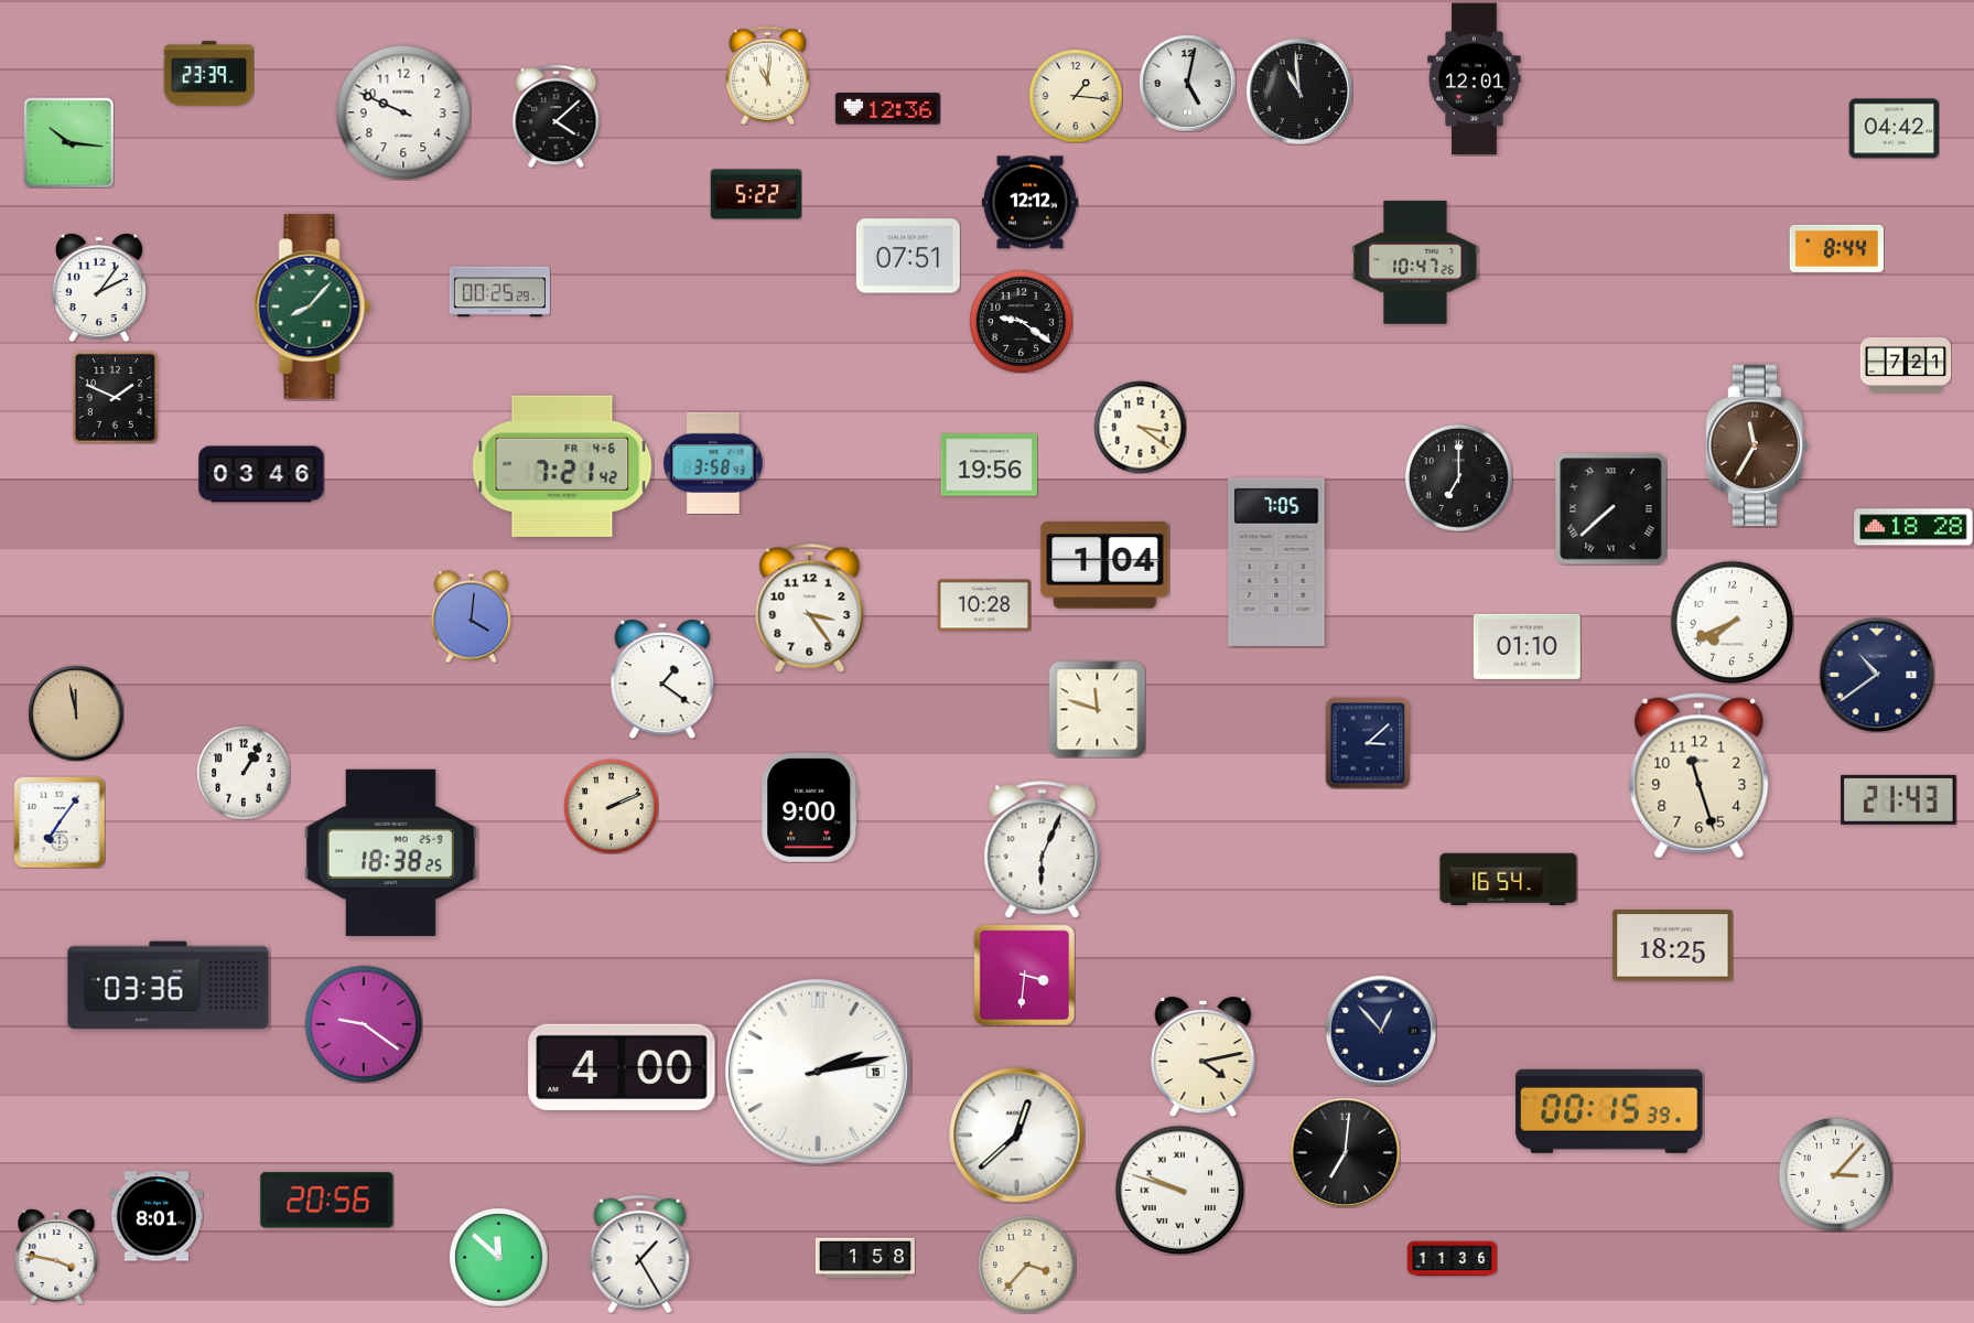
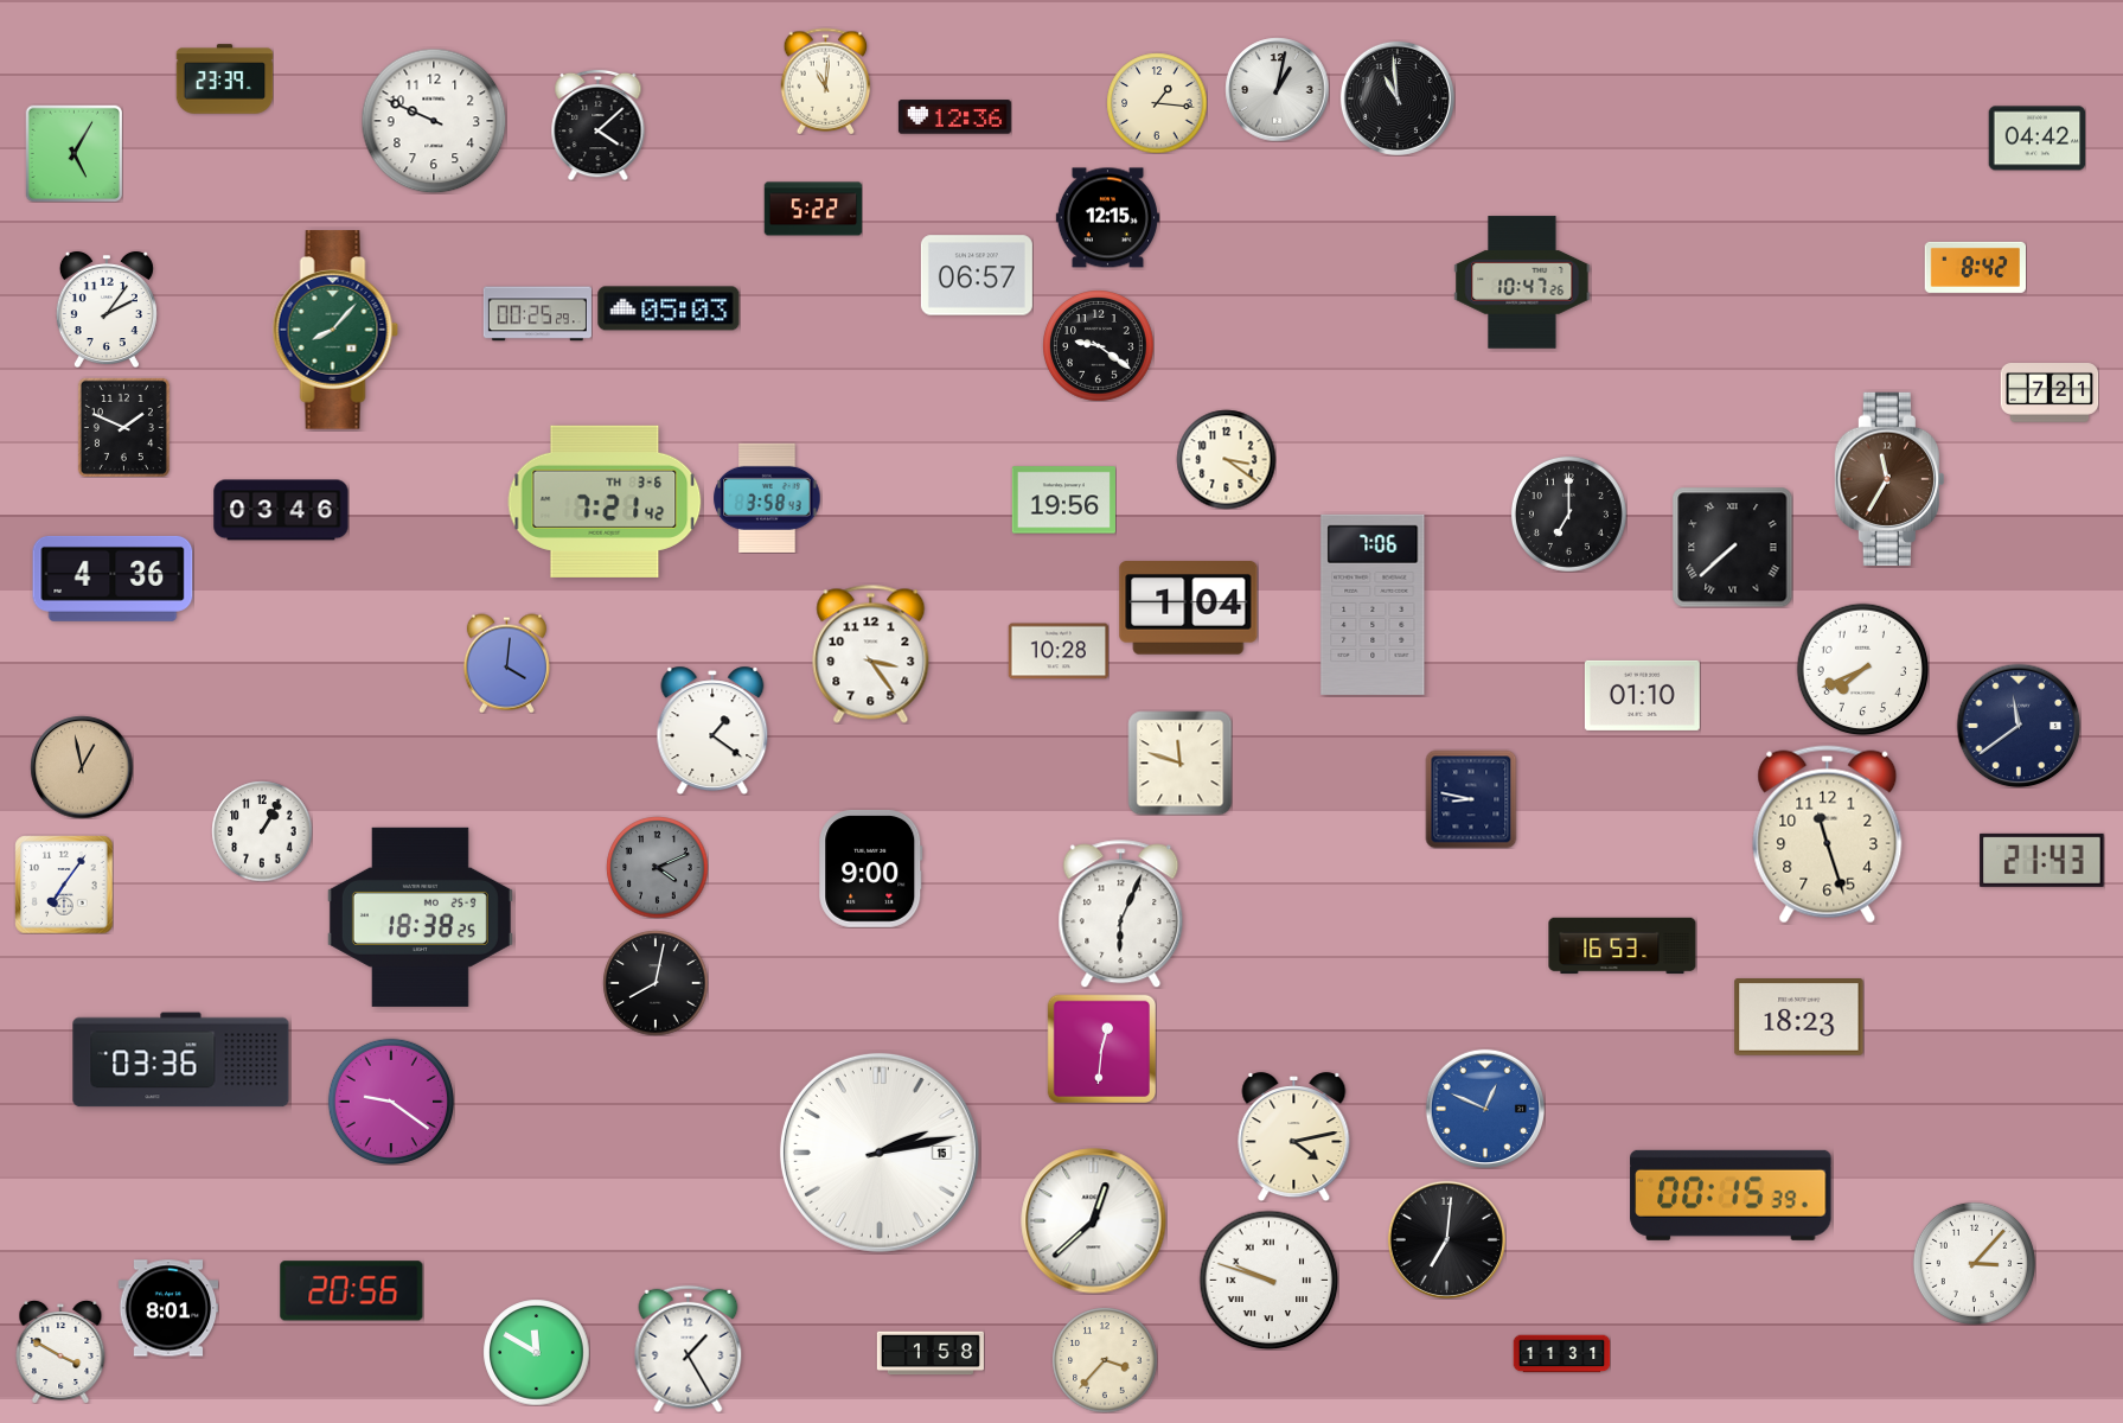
clock at (1475, 79): 12:01 -> none
clock at (1187, 83): 5:02 -> 1:02
clock at (68, 142): 10:16 -> 5:05
clock at (1029, 203): 12:12 -> 12:15
clock at (1836, 248): 8:44 -> 8:42
clock at (908, 256): 07:51 -> 06:57
clock at (669, 308): none -> 05:03
clock at (562, 466) date: FR 4-6 -> TH 3-6
clock at (1913, 527): 18:28 -> none
clock at (113, 579): none -> 4:36
clock at (1276, 562): 7:05 -> 7:06
clock at (1877, 675): 10:39 -> 11:39
clock at (76, 713): 11:58 -> 12:58
clock at (1368, 743): 3:08 -> 8:47
clock at (611, 806): 2:11 -> 4:11
clock at (611, 806) dial: cream -> grey
clock at (1509, 880): 16:54 -> 16:53
clock at (656, 983): none -> 8:02
clock at (1673, 946): 18:25 -> 18:23
clock at (1024, 975): 3:31 -> 12:31
clock at (1380, 1030): 12:53 -> 12:49
clock at (1380, 1030) dial: navy -> blue
clock at (622, 1067): 4:00 -> none
clock at (56, 1257): 3:47 -> 3:50
clock at (498, 1257): 11:52 -> 11:50
clock at (1452, 1259): 11:36 -> 11:31
